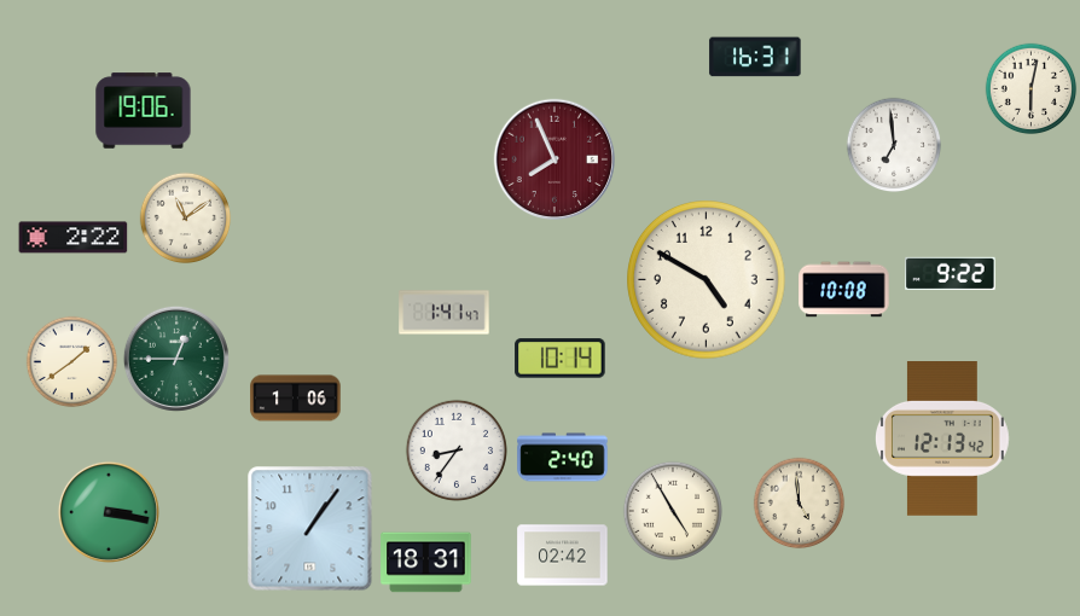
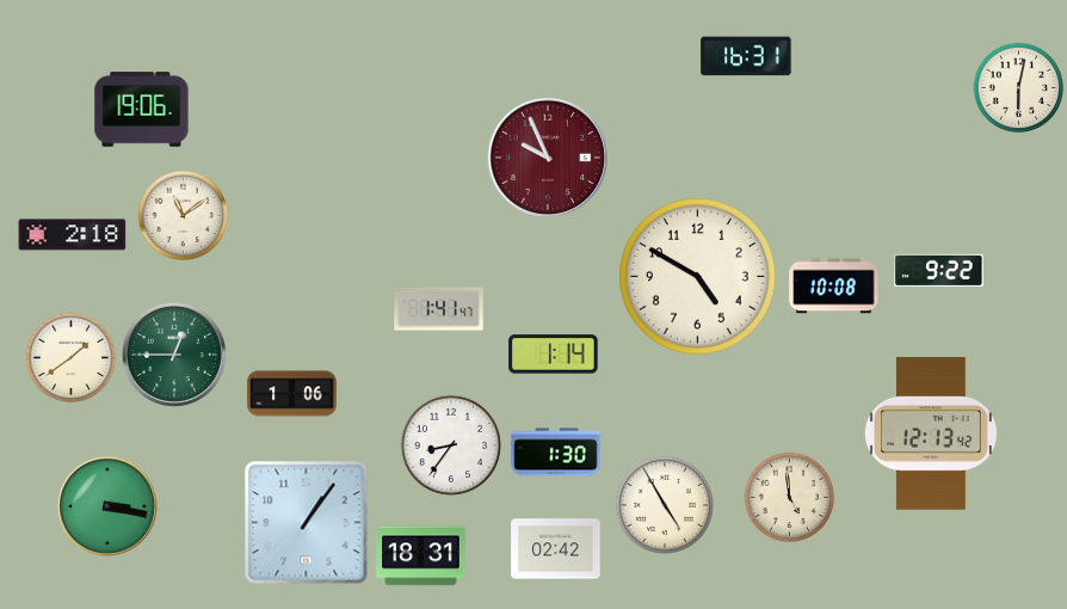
clock at (894, 145): 6:59 -> none
clock at (554, 159): 7:56 -> 9:56
clock at (74, 238): 2:22 -> 2:18
clock at (561, 359): 10:14 -> 1:14
clock at (563, 458): 2:40 -> 1:30
